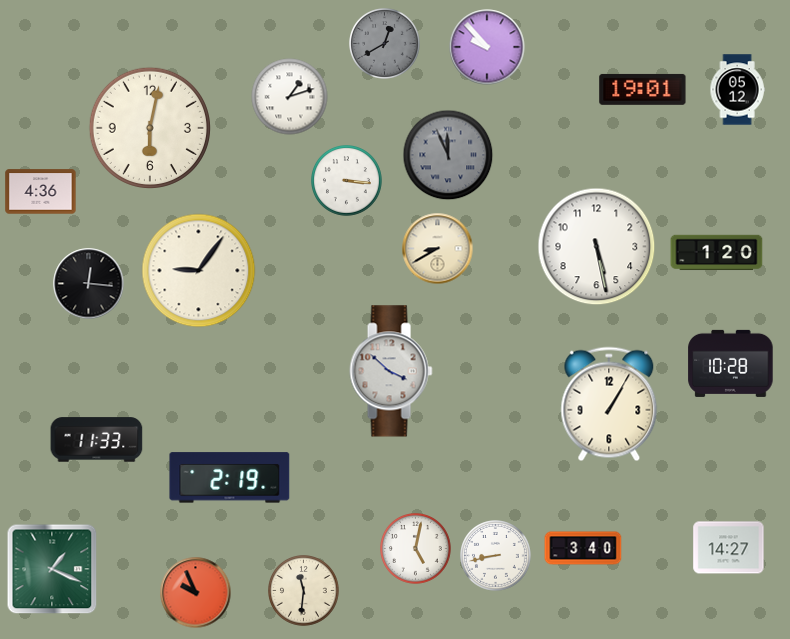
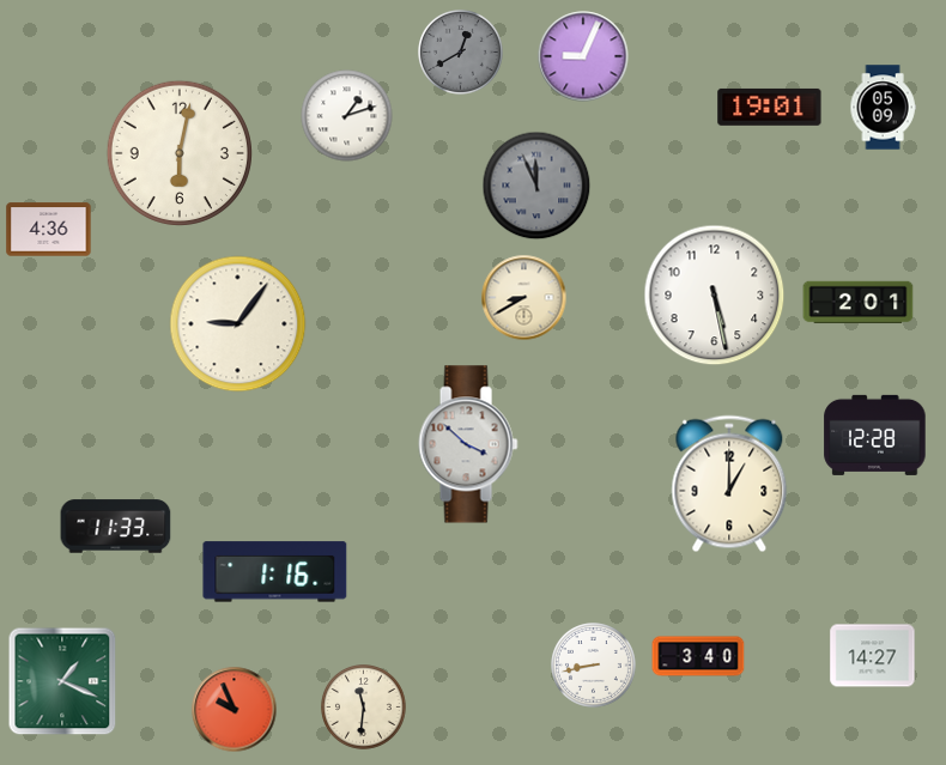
clock at (487, 47): 9:53 -> 9:04
clock at (737, 90): 05:12 -> 05:09
clock at (347, 181): 3:16 -> none
clock at (717, 253): 1:20 -> 2:01
clock at (89, 284): 12:16 -> none
clock at (731, 363): 10:28 -> 12:28
clock at (609, 404): 1:05 -> 1:00
clock at (230, 478): 2:19 -> 1:16
clock at (416, 549): 5:02 -> none
